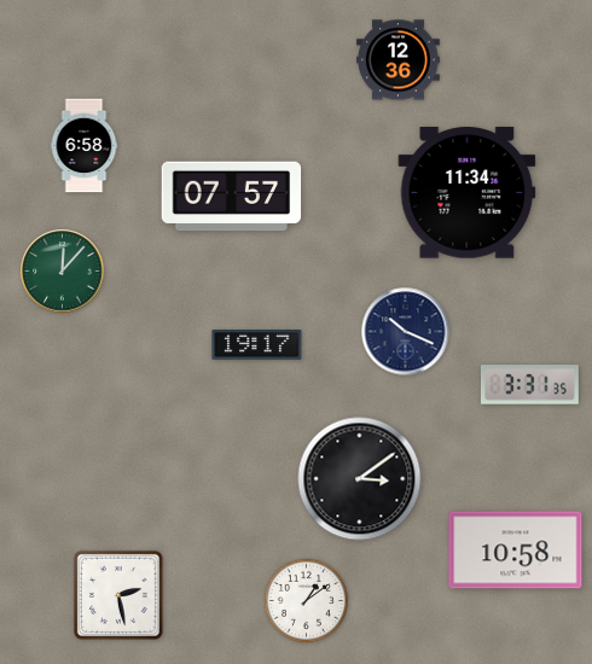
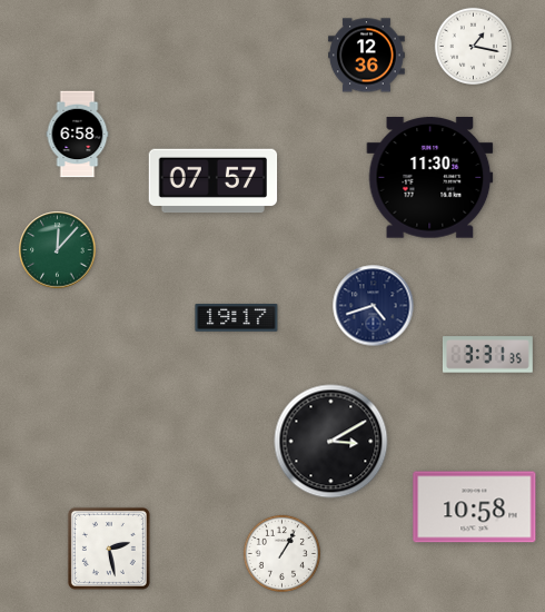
clock at (473, 46): none -> 1:17
clock at (468, 193): 11:34 -> 11:30
clock at (406, 332): 10:19 -> 4:42
clock at (360, 479): 3:09 -> 3:10
clock at (306, 600): 1:09 -> 1:05
